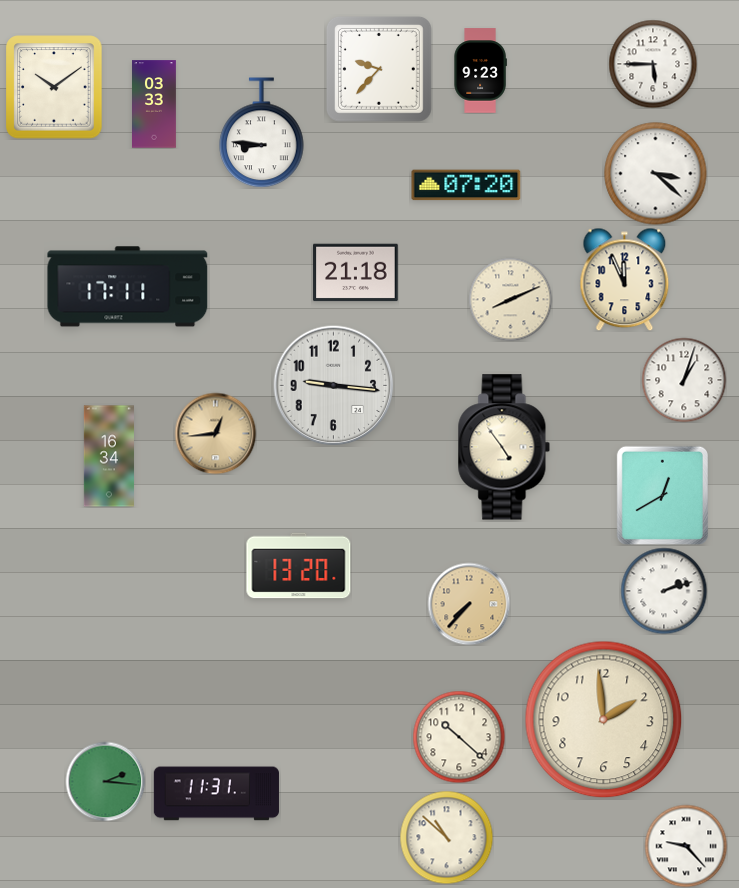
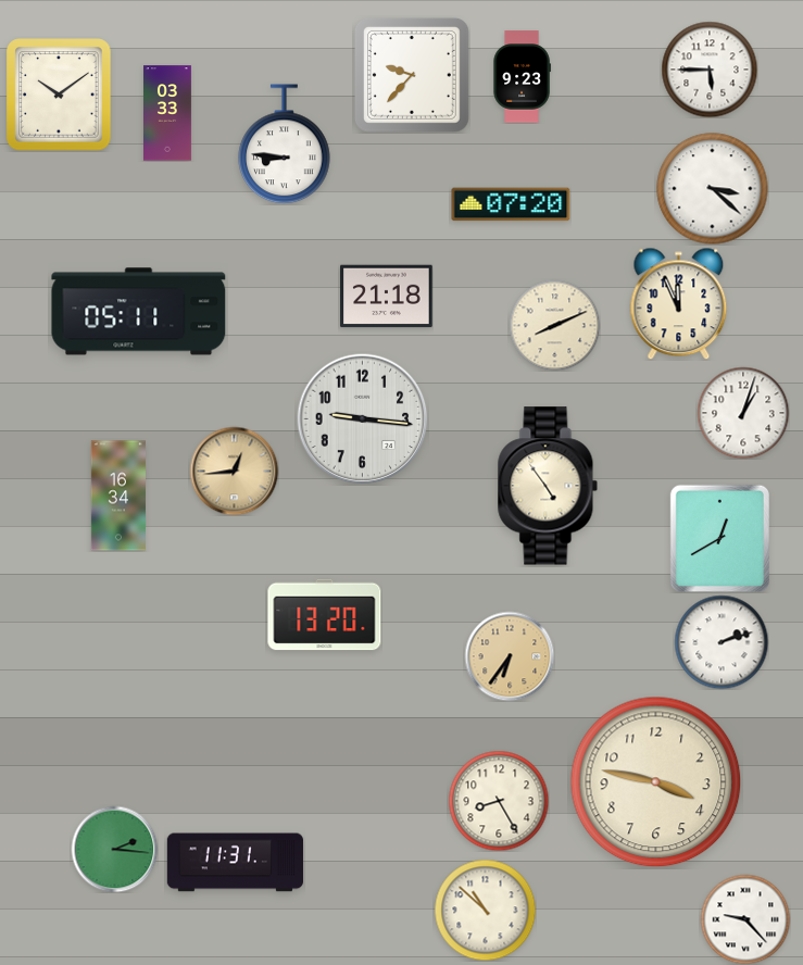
clock at (466, 185) position: (466, 185) -> (511, 204)
clock at (128, 287): 17:11 -> 05:11
clock at (469, 604): 7:37 -> 6:36
clock at (604, 720): 1:59 -> 3:47
clock at (459, 737): 10:22 -> 8:25
